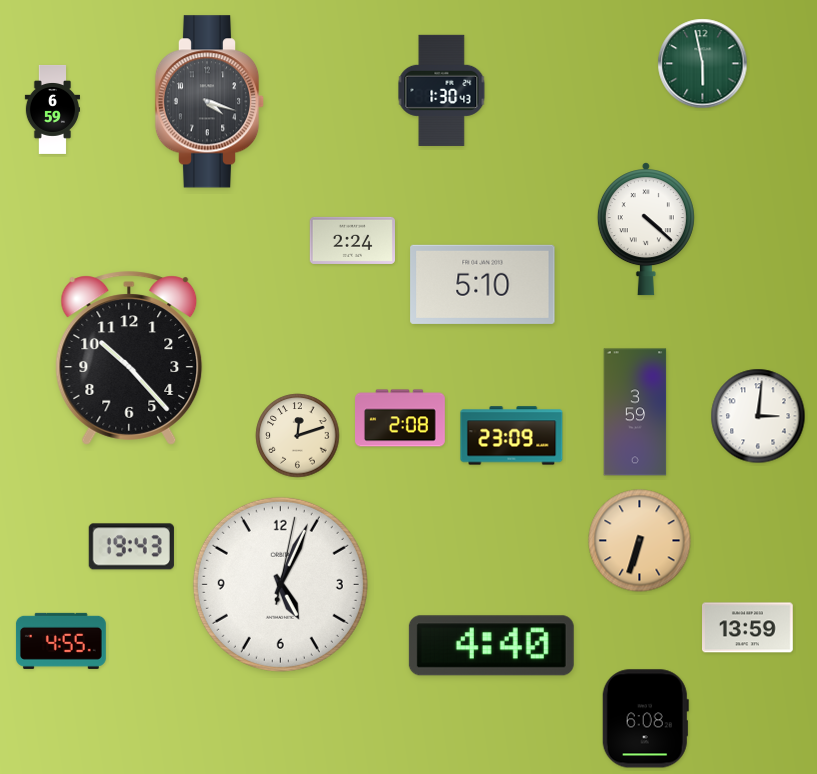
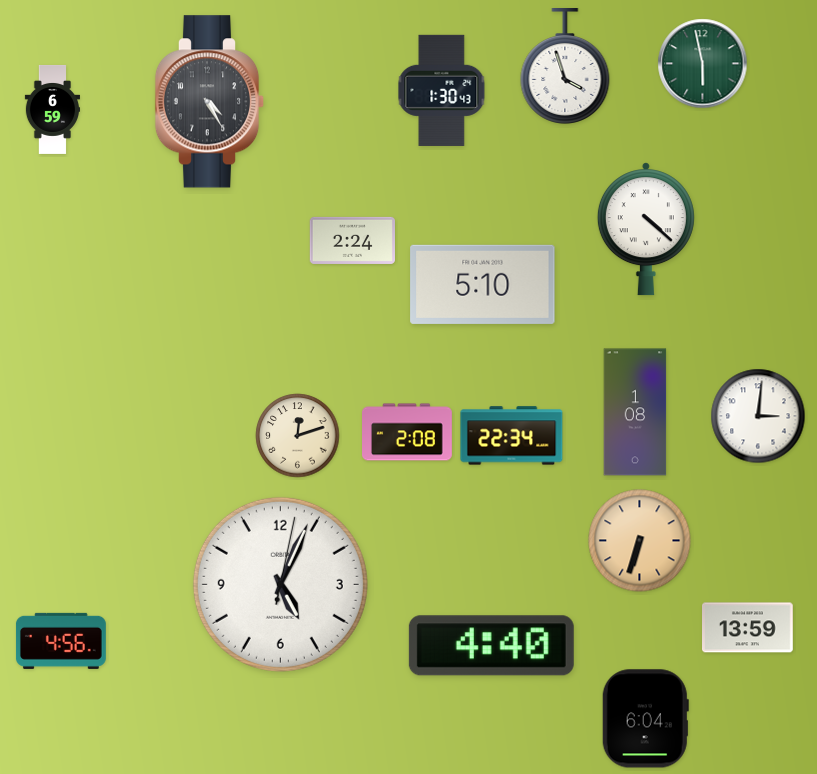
clock at (565, 67): none -> 3:57
clock at (210, 102): 4:18 -> 4:25
clock at (129, 358): 10:23 -> none
clock at (635, 412): 3:59 -> 1:08
clock at (401, 418) position: (401, 418) -> (408, 432)
clock at (512, 436): 23:09 -> 22:34
clock at (131, 547): 19:43 -> none
clock at (61, 641): 4:55 -> 4:56
clock at (645, 719): 6:08 -> 6:04
